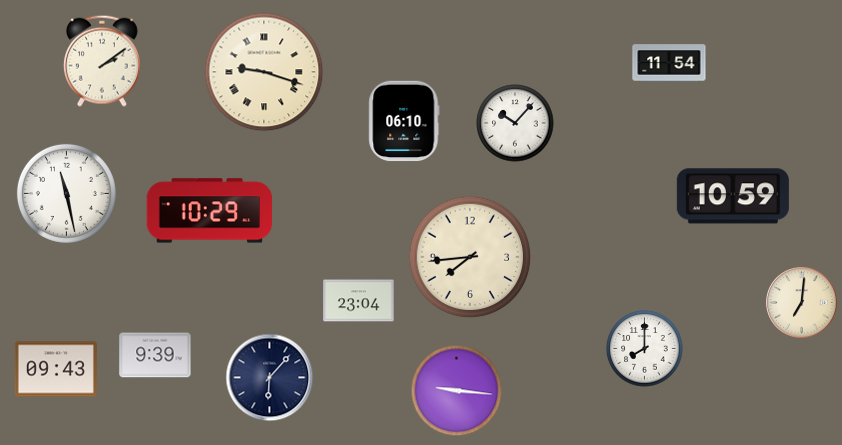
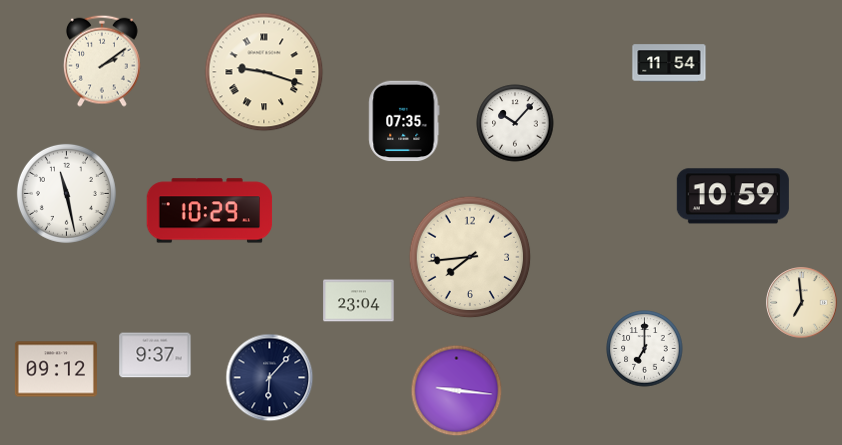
clock at (404, 121): 06:10 -> 07:35
clock at (802, 303): 7:01 -> 6:59
clock at (645, 349): 8:00 -> 7:00
clock at (155, 355): 9:39 -> 9:37
clock at (56, 369): 09:43 -> 09:12
